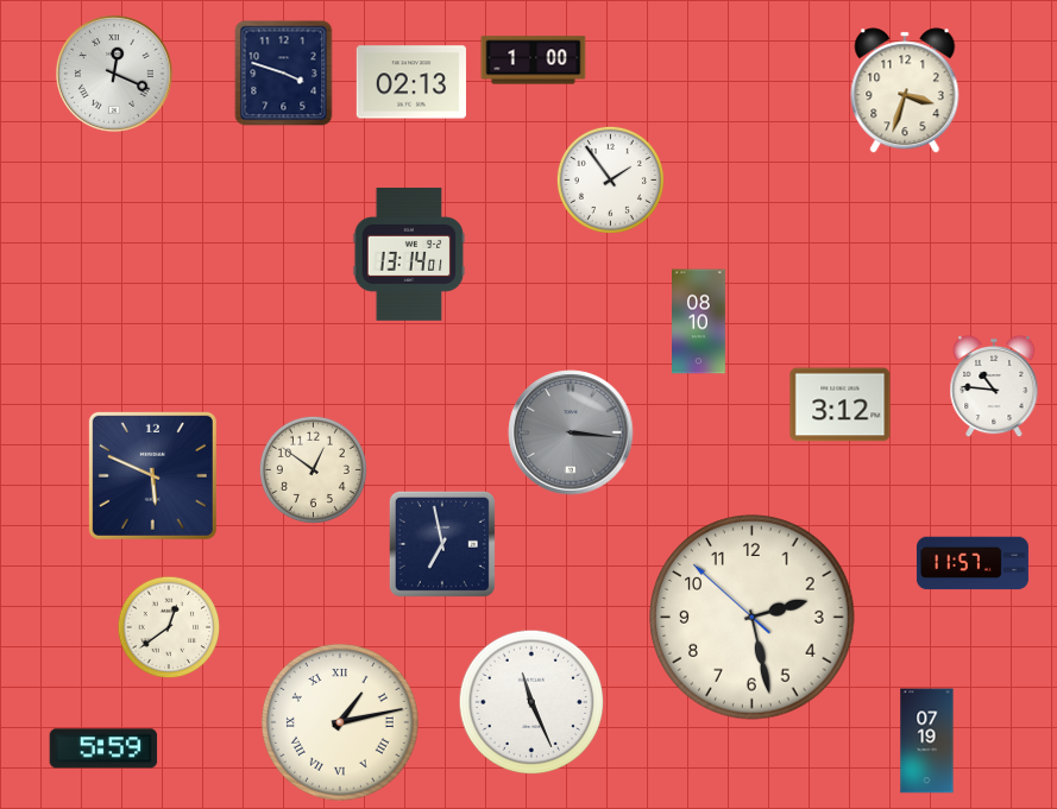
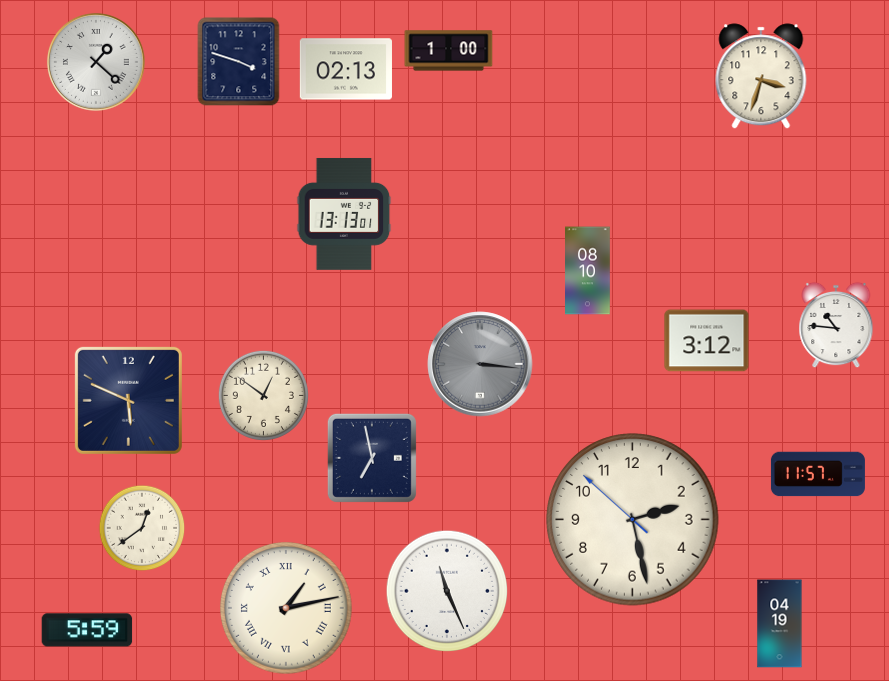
clock at (114, 74): 12:19 -> 1:22
clock at (610, 179): 1:54 -> none
clock at (409, 254): 13:14 -> 13:13
clock at (927, 741): 07:19 -> 04:19
